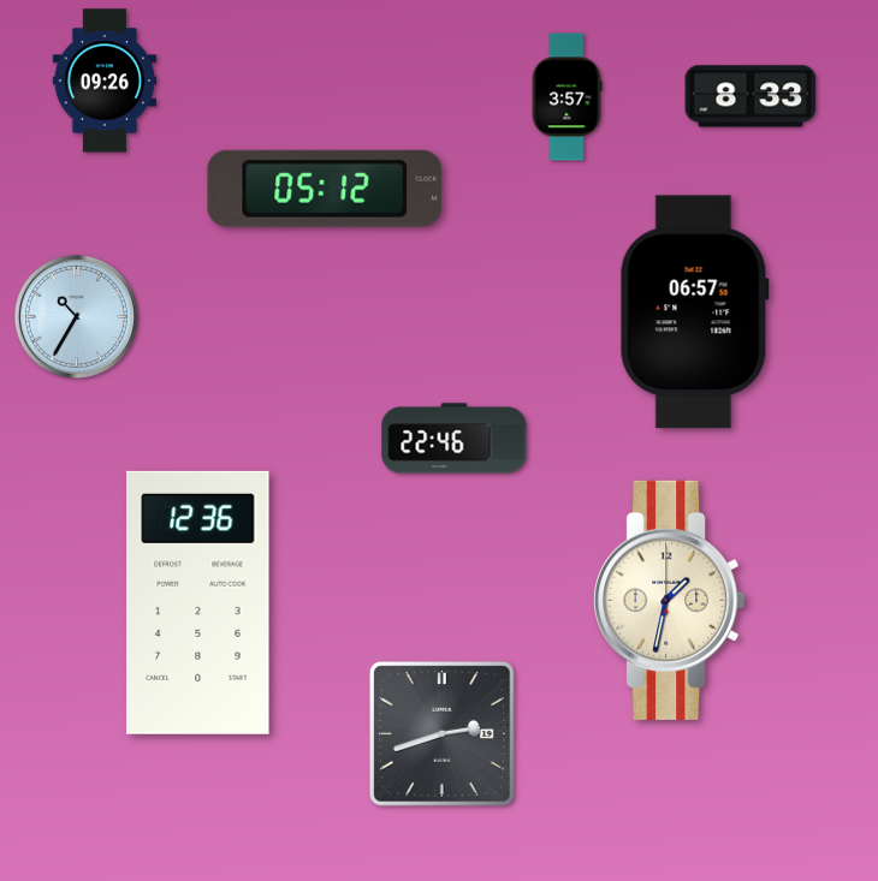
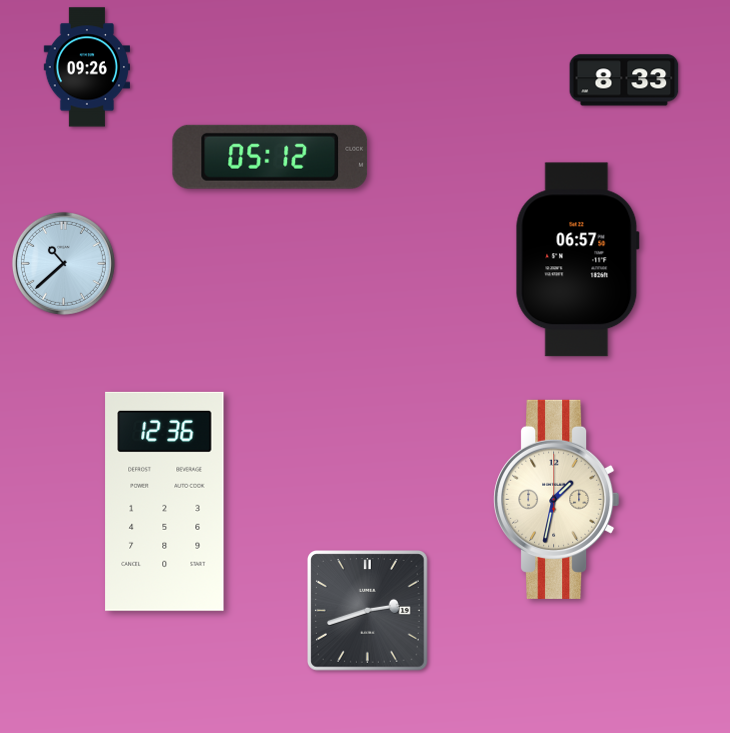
clock at (566, 97): 3:57 -> none
clock at (76, 316): 10:35 -> 10:38
clock at (455, 439): 22:46 -> none
